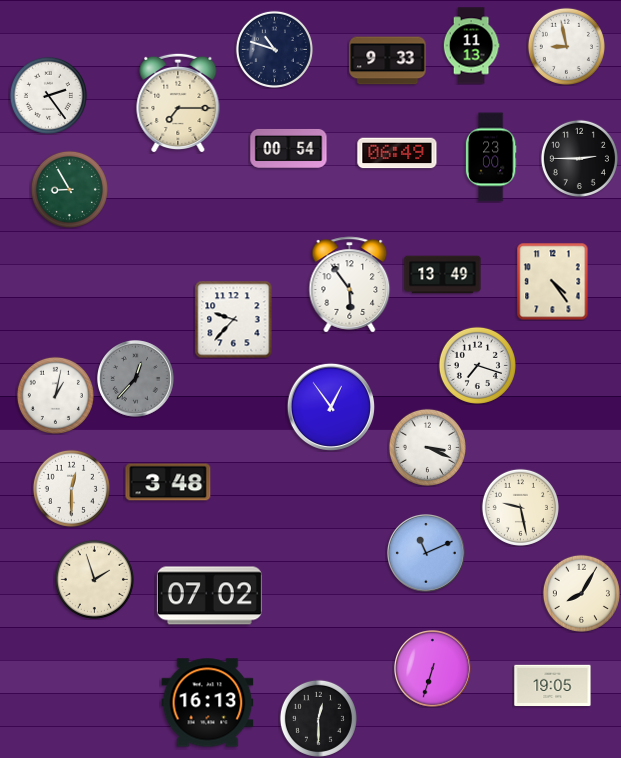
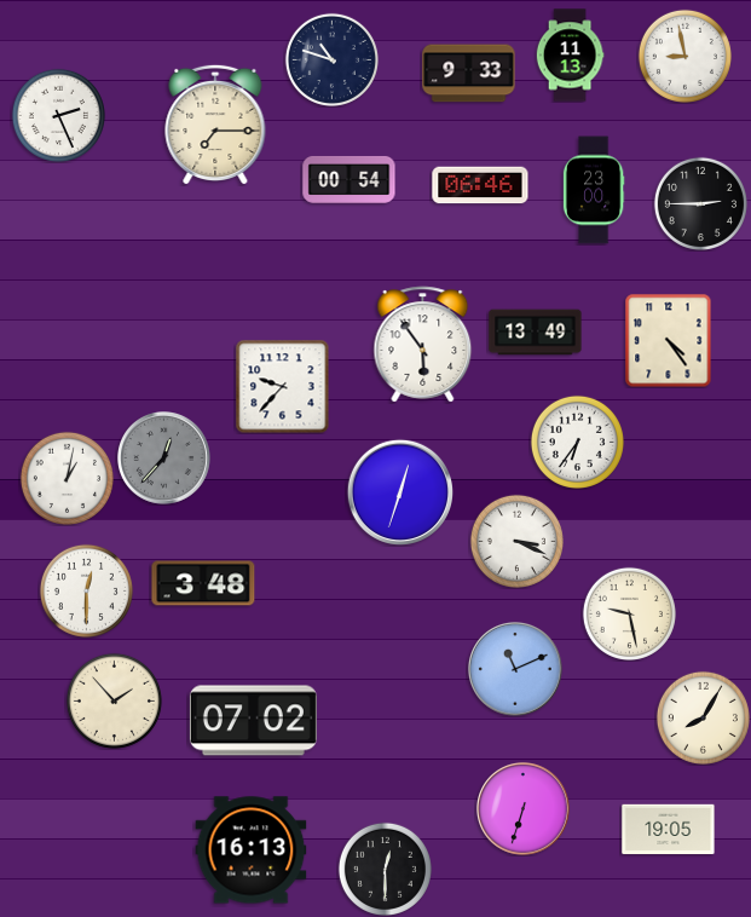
clock at (48, 95): 2:24 -> 2:26
clock at (397, 153): 06:49 -> 06:46
clock at (579, 158) position: (579, 158) -> (700, 203)
clock at (69, 189): 8:55 -> none
clock at (477, 365): 7:18 -> 6:36
clock at (330, 406): 12:54 -> 12:33
clock at (94, 579): 1:57 -> 1:53
